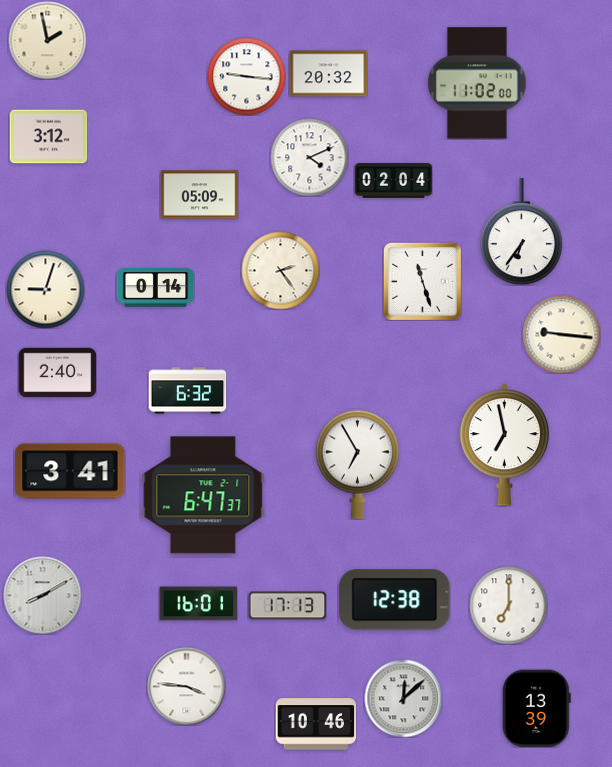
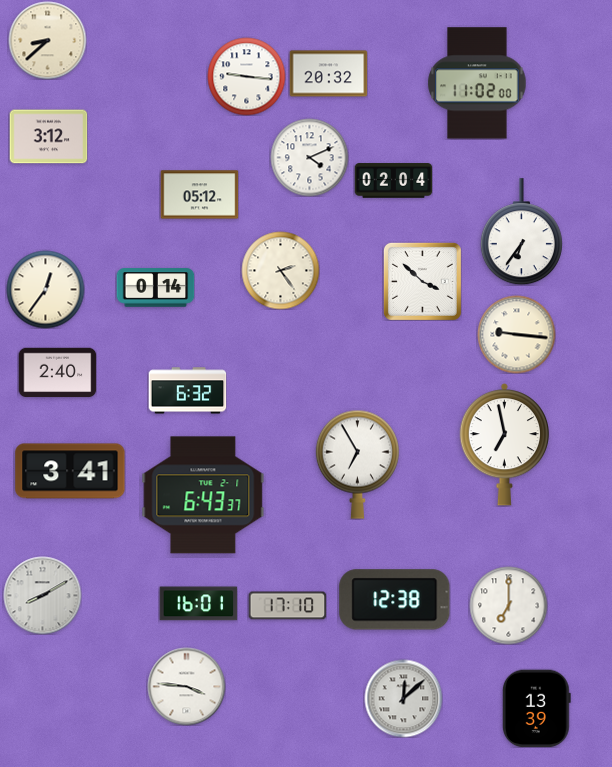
clock at (47, 40): 1:58 -> 8:38
clock at (199, 195): 05:09 -> 05:12
clock at (422, 281): 11:27 -> 3:52
clock at (45, 289): 9:03 -> 12:36
clock at (561, 334) position: (561, 334) -> (516, 334)
clock at (203, 495): 6:47 -> 6:43
clock at (287, 606): 17:13 -> 17:10
clock at (316, 724): 10:46 -> none
